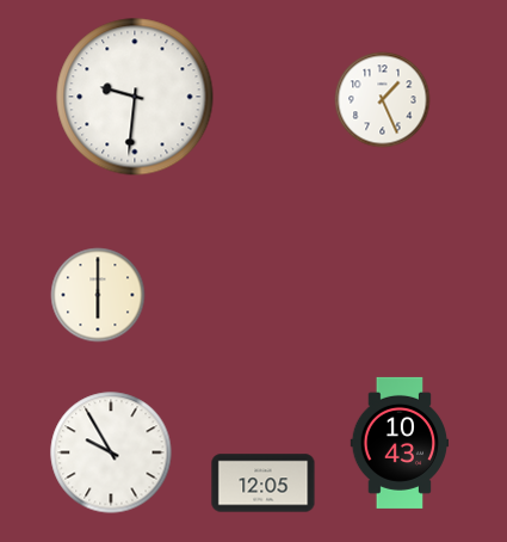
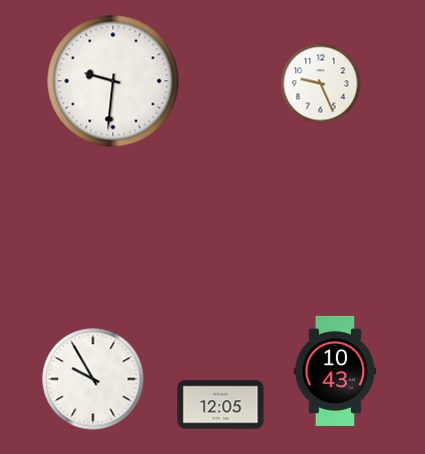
clock at (383, 100): 1:26 -> 9:26
clock at (98, 295): 6:00 -> none
